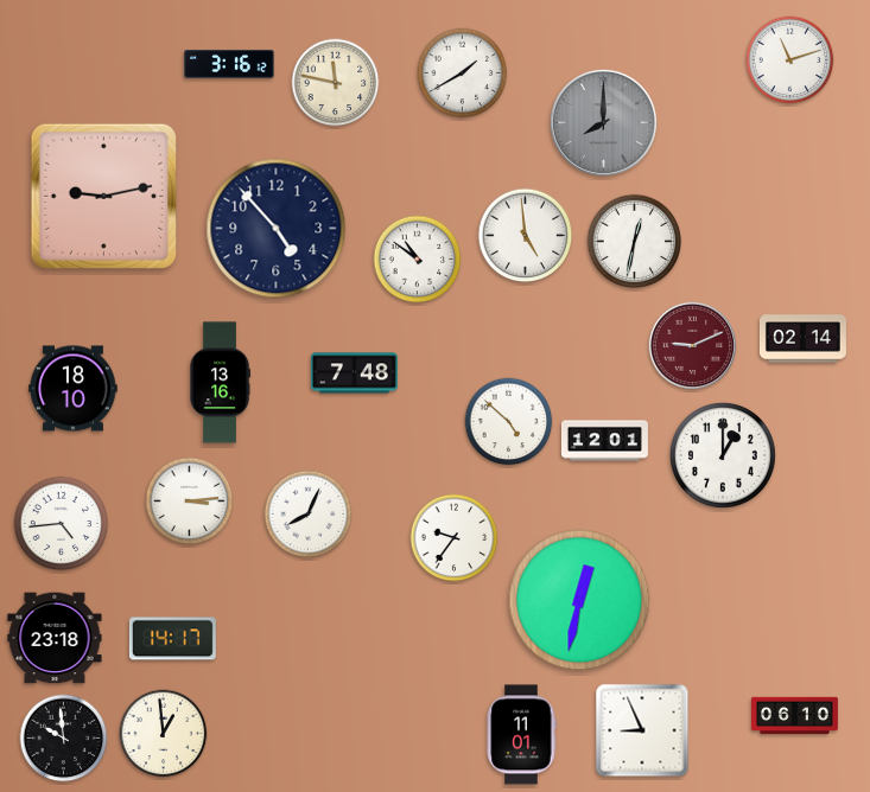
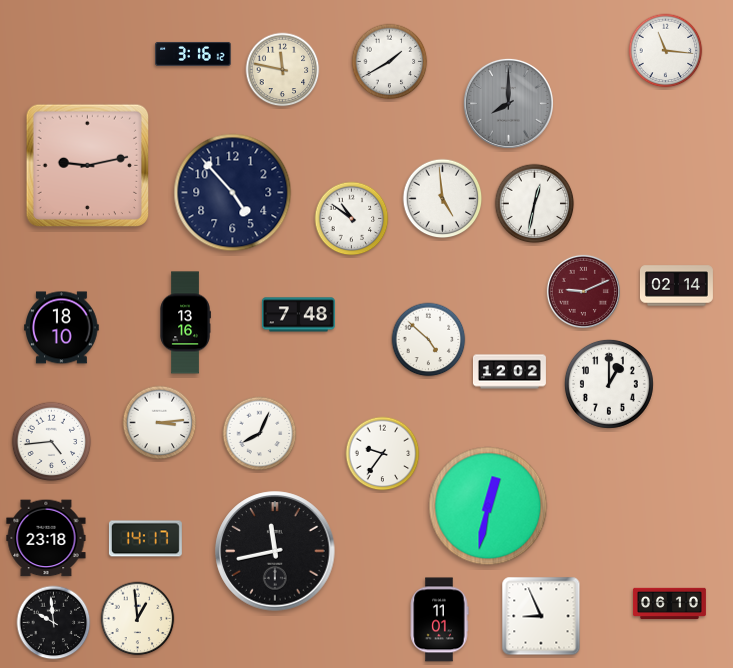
clock at (790, 60): 11:12 -> 11:16
clock at (509, 422) position: (509, 422) -> (429, 340)
clock at (604, 441): 12:01 -> 12:02
clock at (275, 551): none -> 11:43
